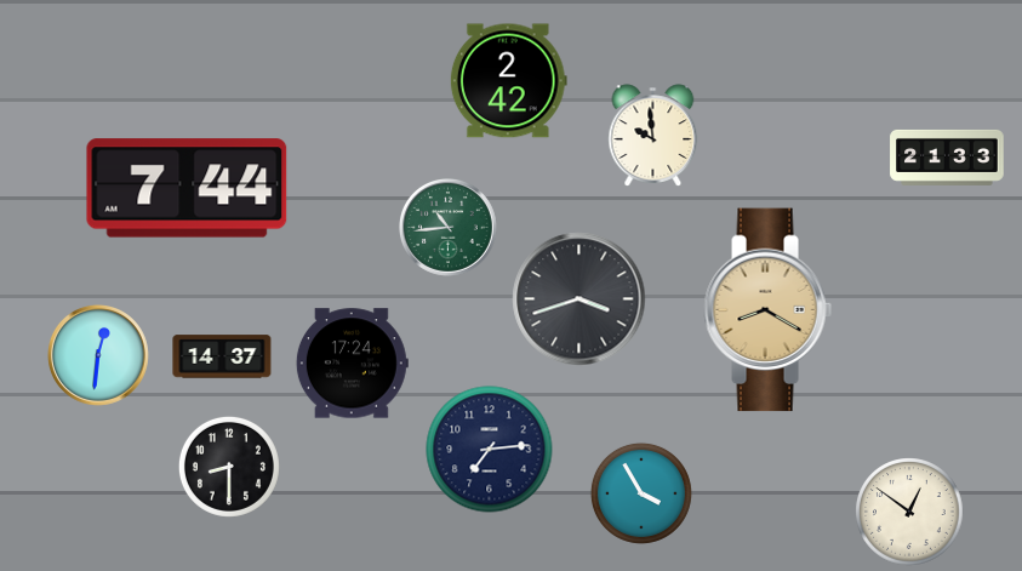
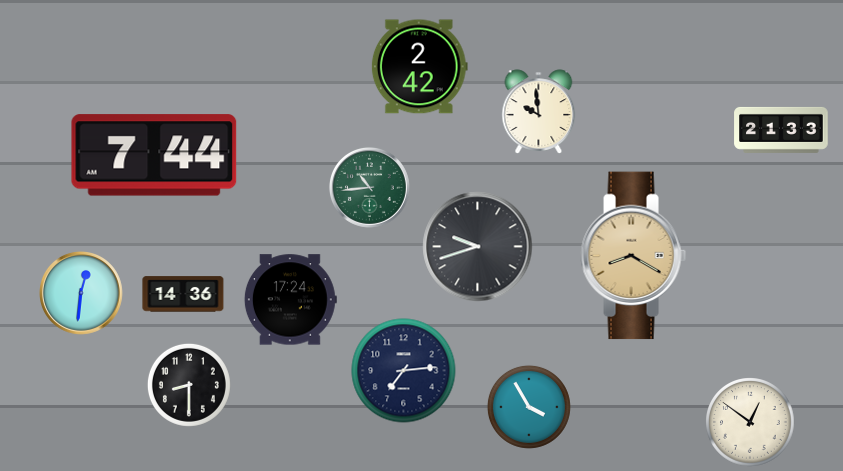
clock at (579, 299): 3:42 -> 9:42
clock at (222, 356): 14:37 -> 14:36
